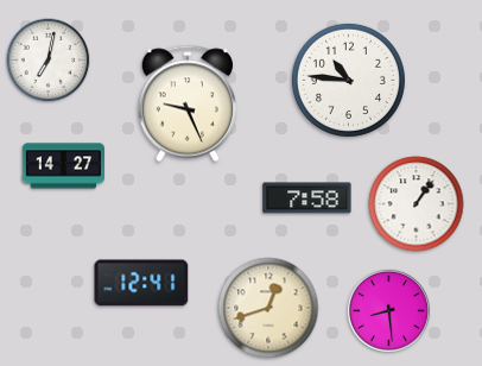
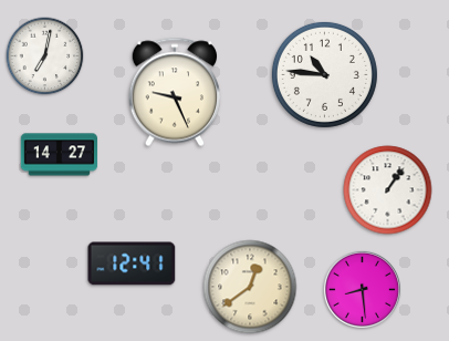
clock at (188, 103) position: (188, 103) -> (175, 92)
clock at (307, 198): 7:58 -> none
clock at (268, 308): 12:42 -> 12:39
